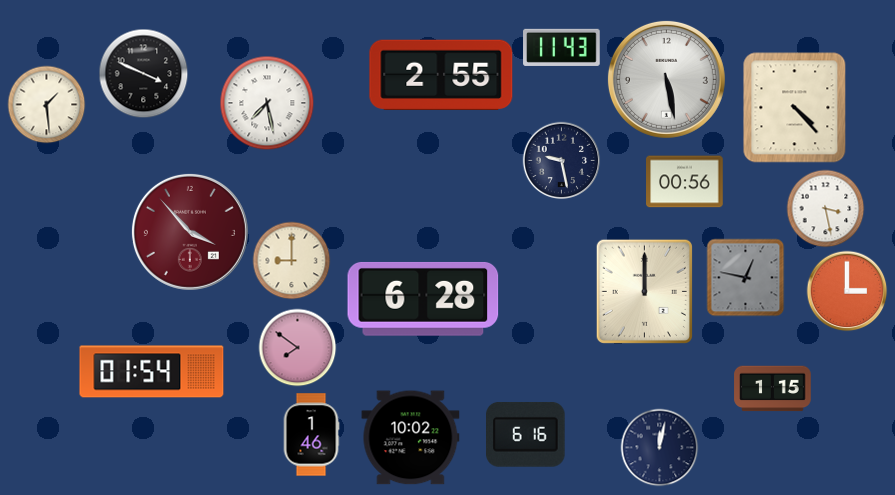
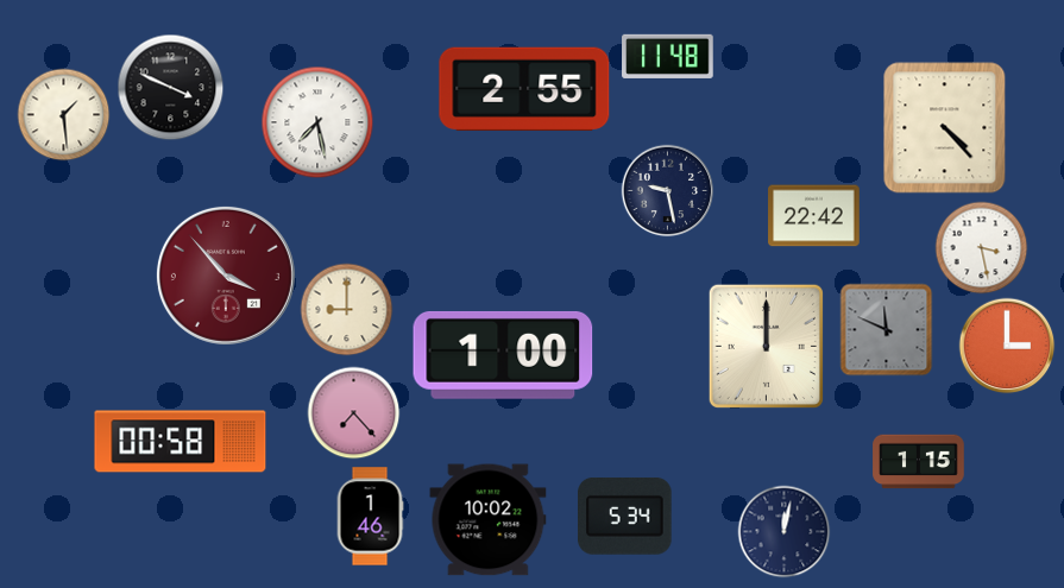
clock at (562, 47): 11:43 -> 11:48
clock at (666, 79): 5:28 -> none
clock at (46, 104) position: (46, 104) -> (63, 114)
clock at (685, 182): 00:56 -> 22:42
clock at (745, 277): 12:47 -> 11:49
clock at (423, 299): 6:28 -> 1:00
clock at (297, 347): 7:51 -> 7:23
clock at (152, 372): 01:54 -> 00:58
clock at (526, 434): 6:16 -> 5:34
